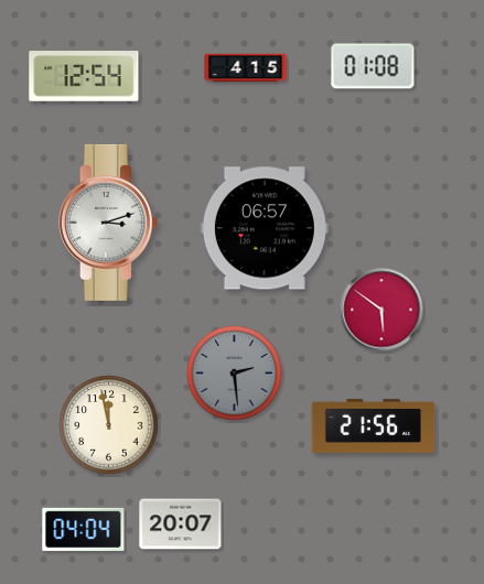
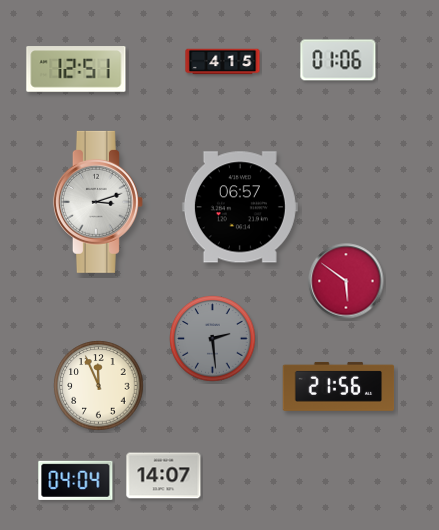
clock at (373, 66): 01:08 -> 01:06
clock at (84, 76): 12:54 -> 12:51
clock at (109, 425): 11:58 -> 11:56
clock at (181, 524): 20:07 -> 14:07
